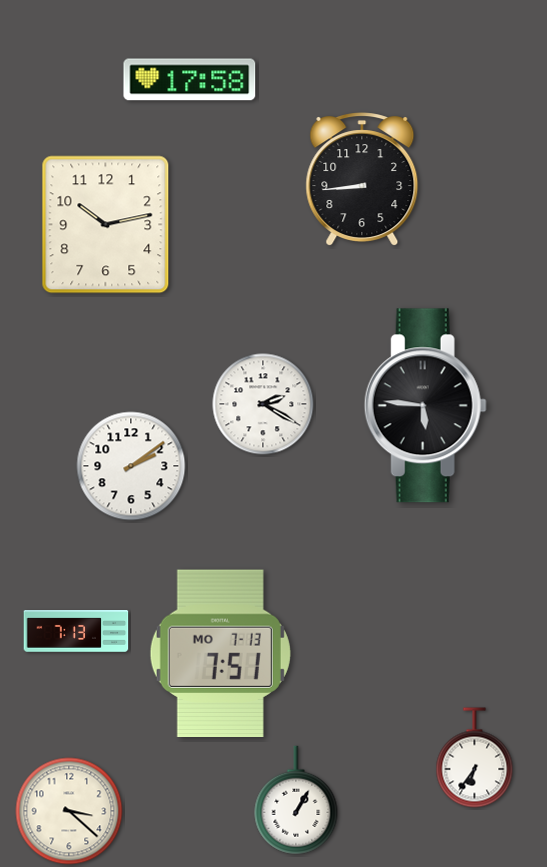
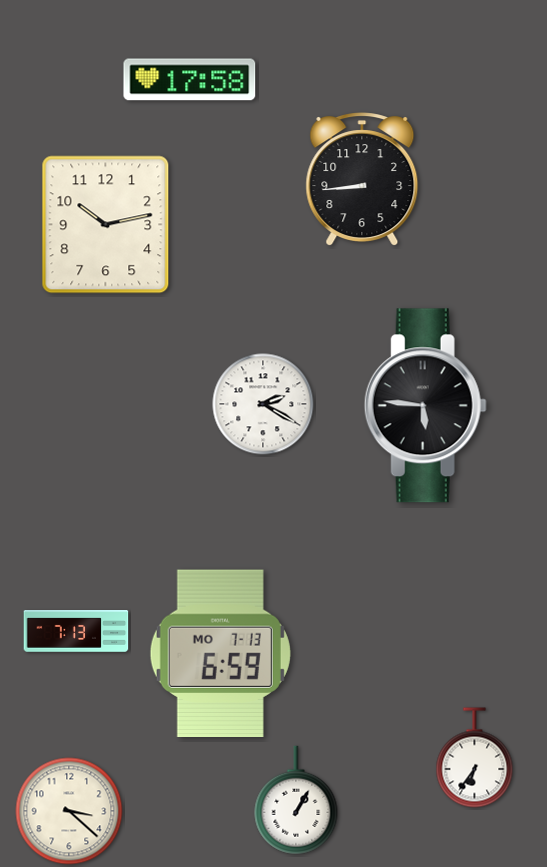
clock at (131, 466): 2:09 -> none
clock at (220, 653): 7:51 -> 6:59
